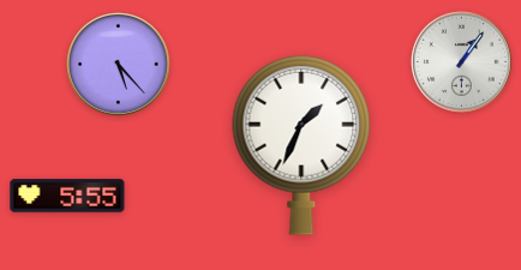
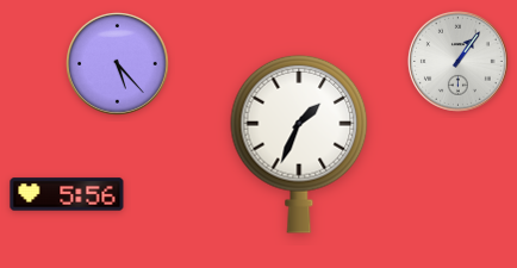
clock at (67, 196): 5:55 -> 5:56
